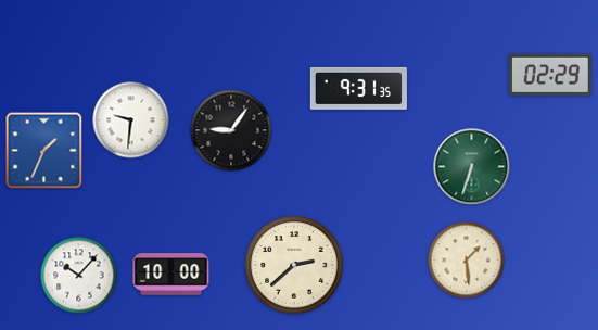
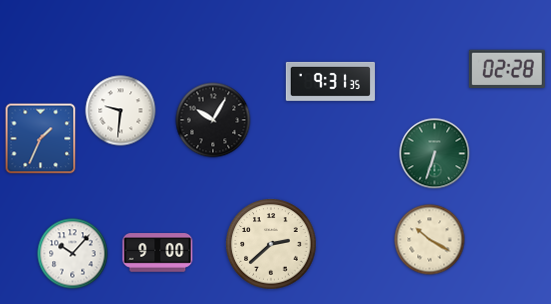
clock at (550, 74): 02:29 -> 02:28
clock at (231, 130): 9:06 -> 10:05
clock at (467, 261): 1:29 -> 10:20
clock at (171, 275): 10:00 -> 9:00
